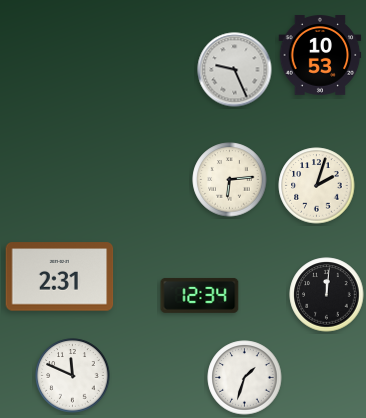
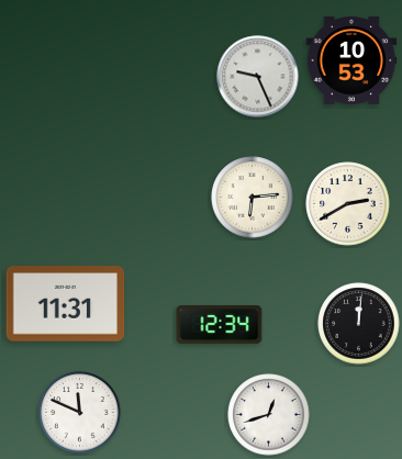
clock at (317, 186): 2:03 -> 2:40
clock at (60, 277): 2:31 -> 11:31
clock at (245, 378): 1:33 -> 12:42
